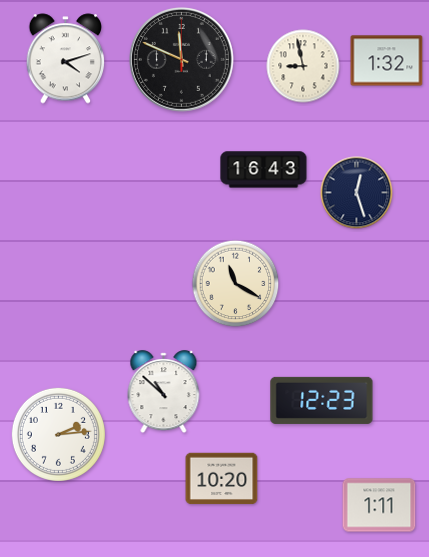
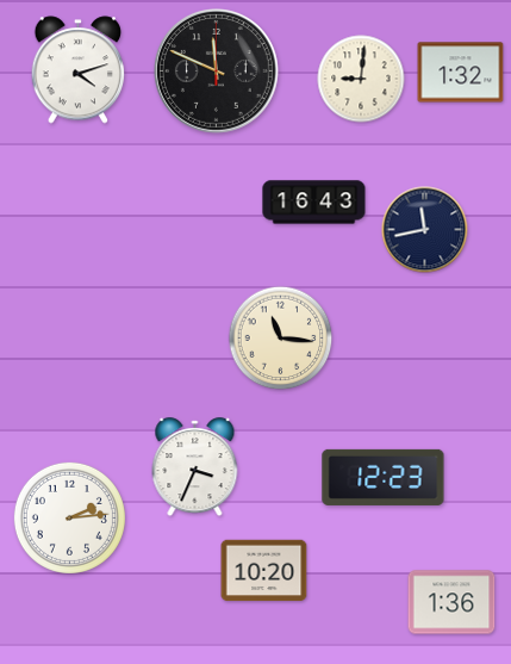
clock at (303, 66): 8:58 -> 9:01
clock at (357, 193): 12:27 -> 11:43
clock at (236, 284): 11:20 -> 11:16
clock at (164, 392): 10:52 -> 3:34
clock at (379, 505): 1:11 -> 1:36
